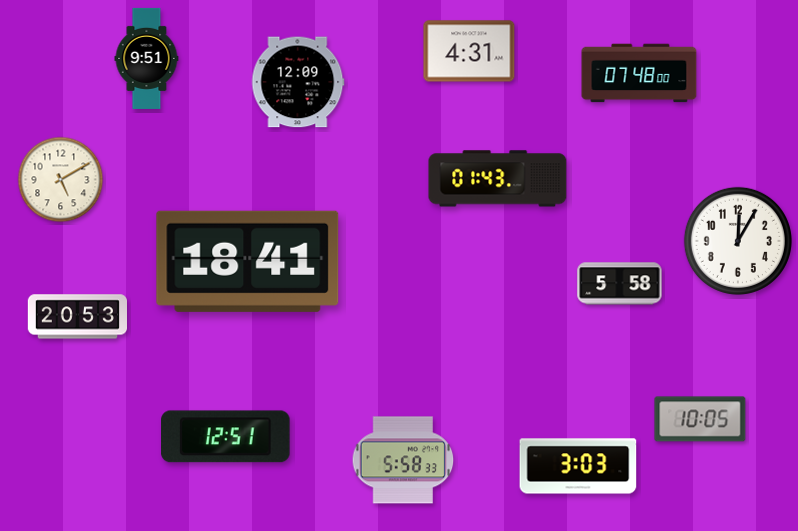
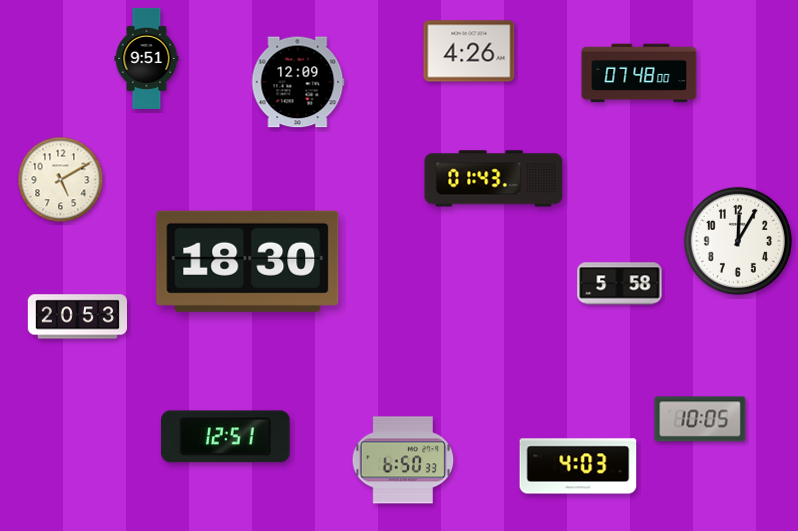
clock at (469, 51): 4:31 -> 4:26
clock at (498, 179) position: (498, 179) -> (494, 179)
clock at (248, 261): 18:41 -> 18:30
clock at (403, 460): 5:58 -> 6:50
clock at (578, 466): 3:03 -> 4:03
